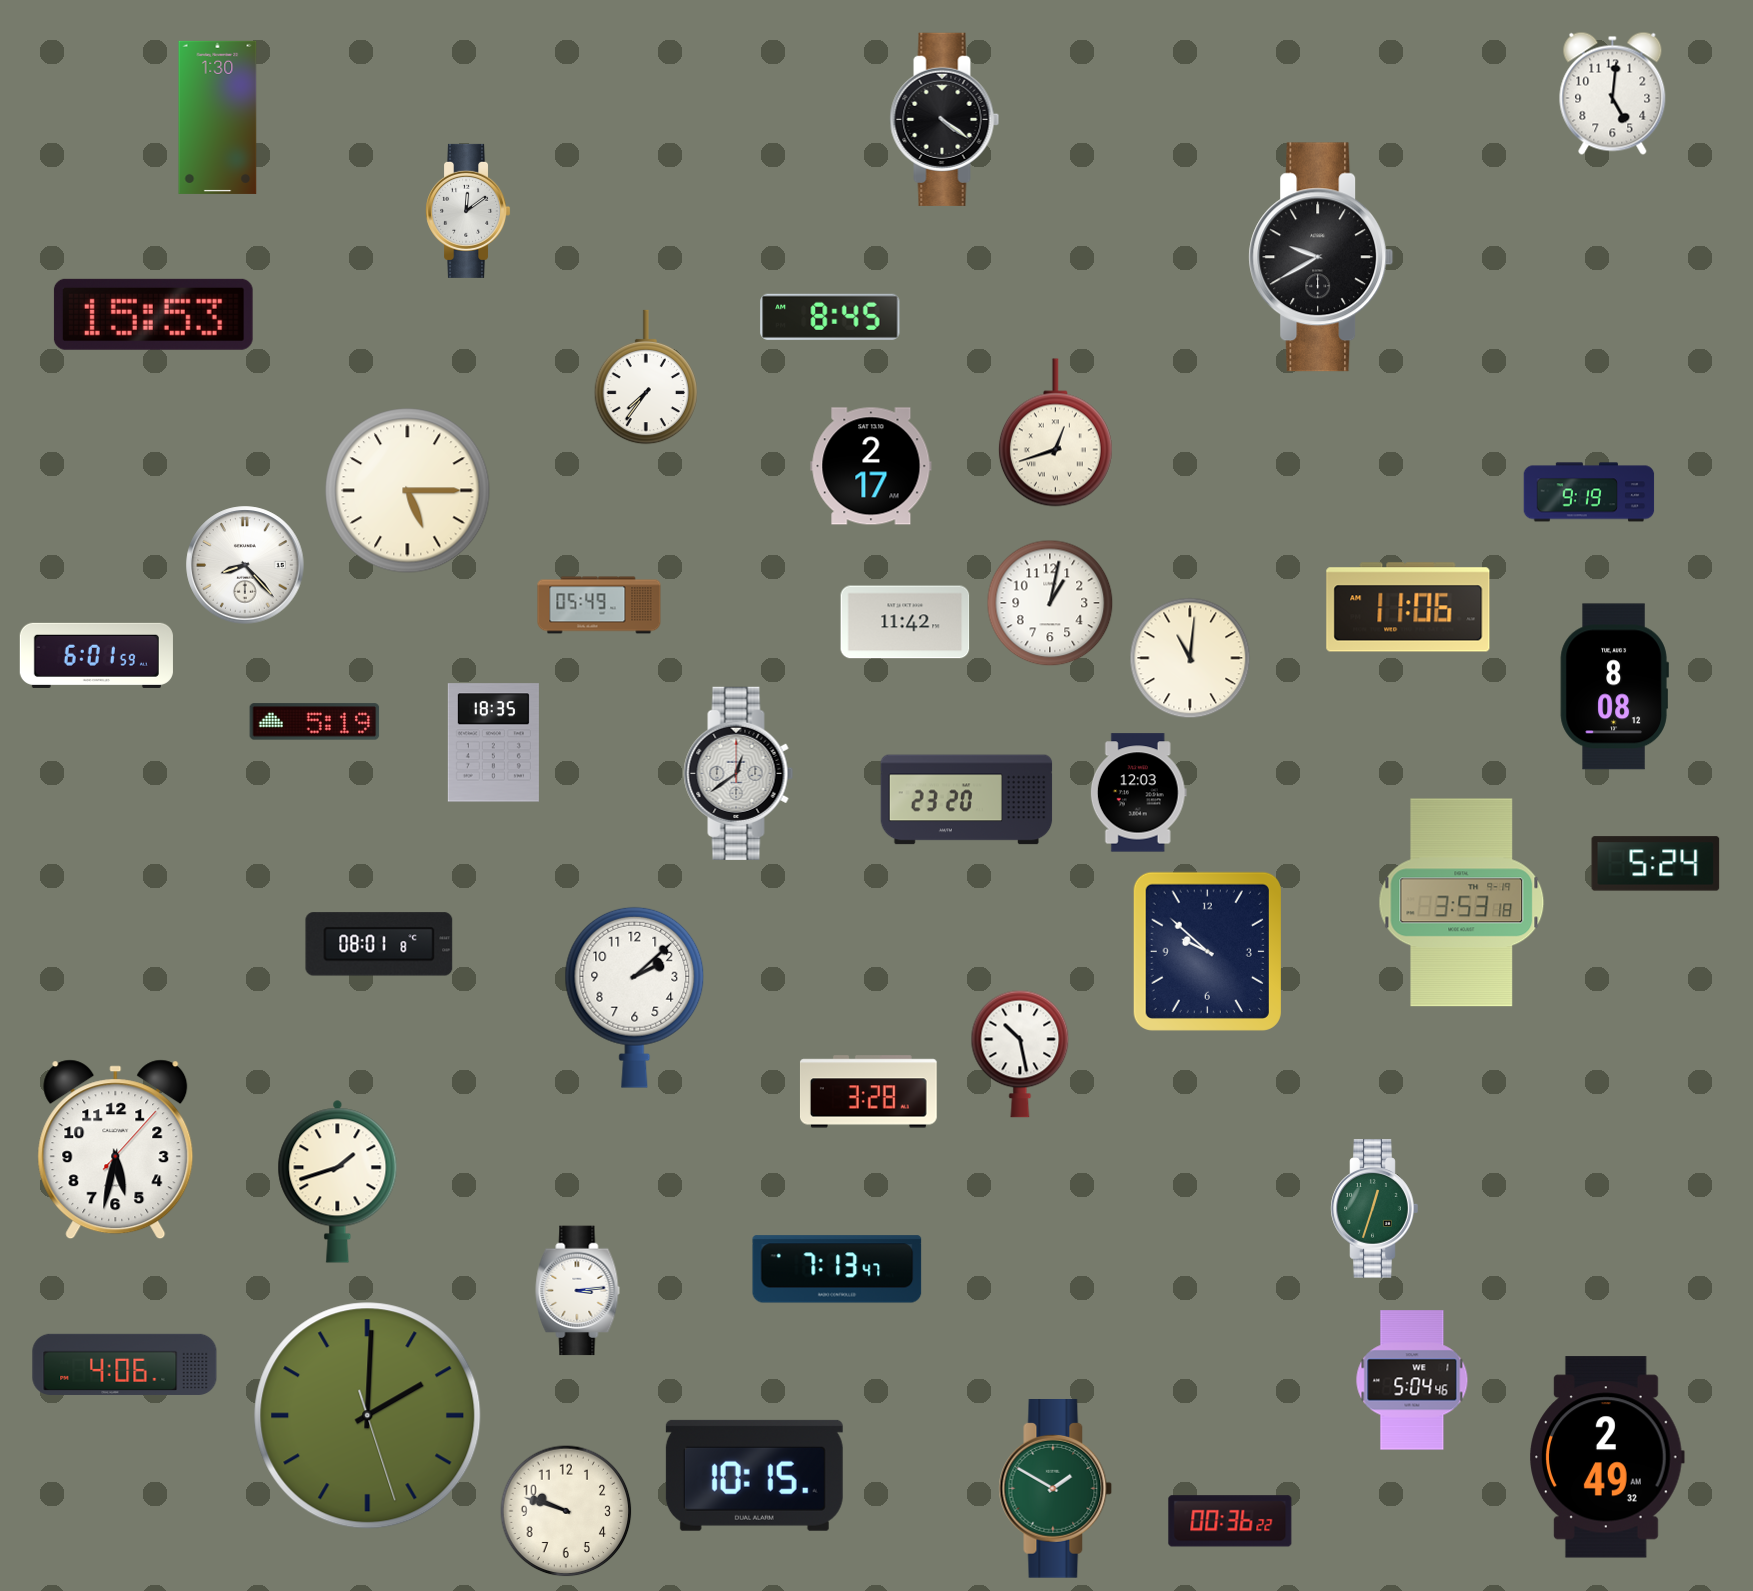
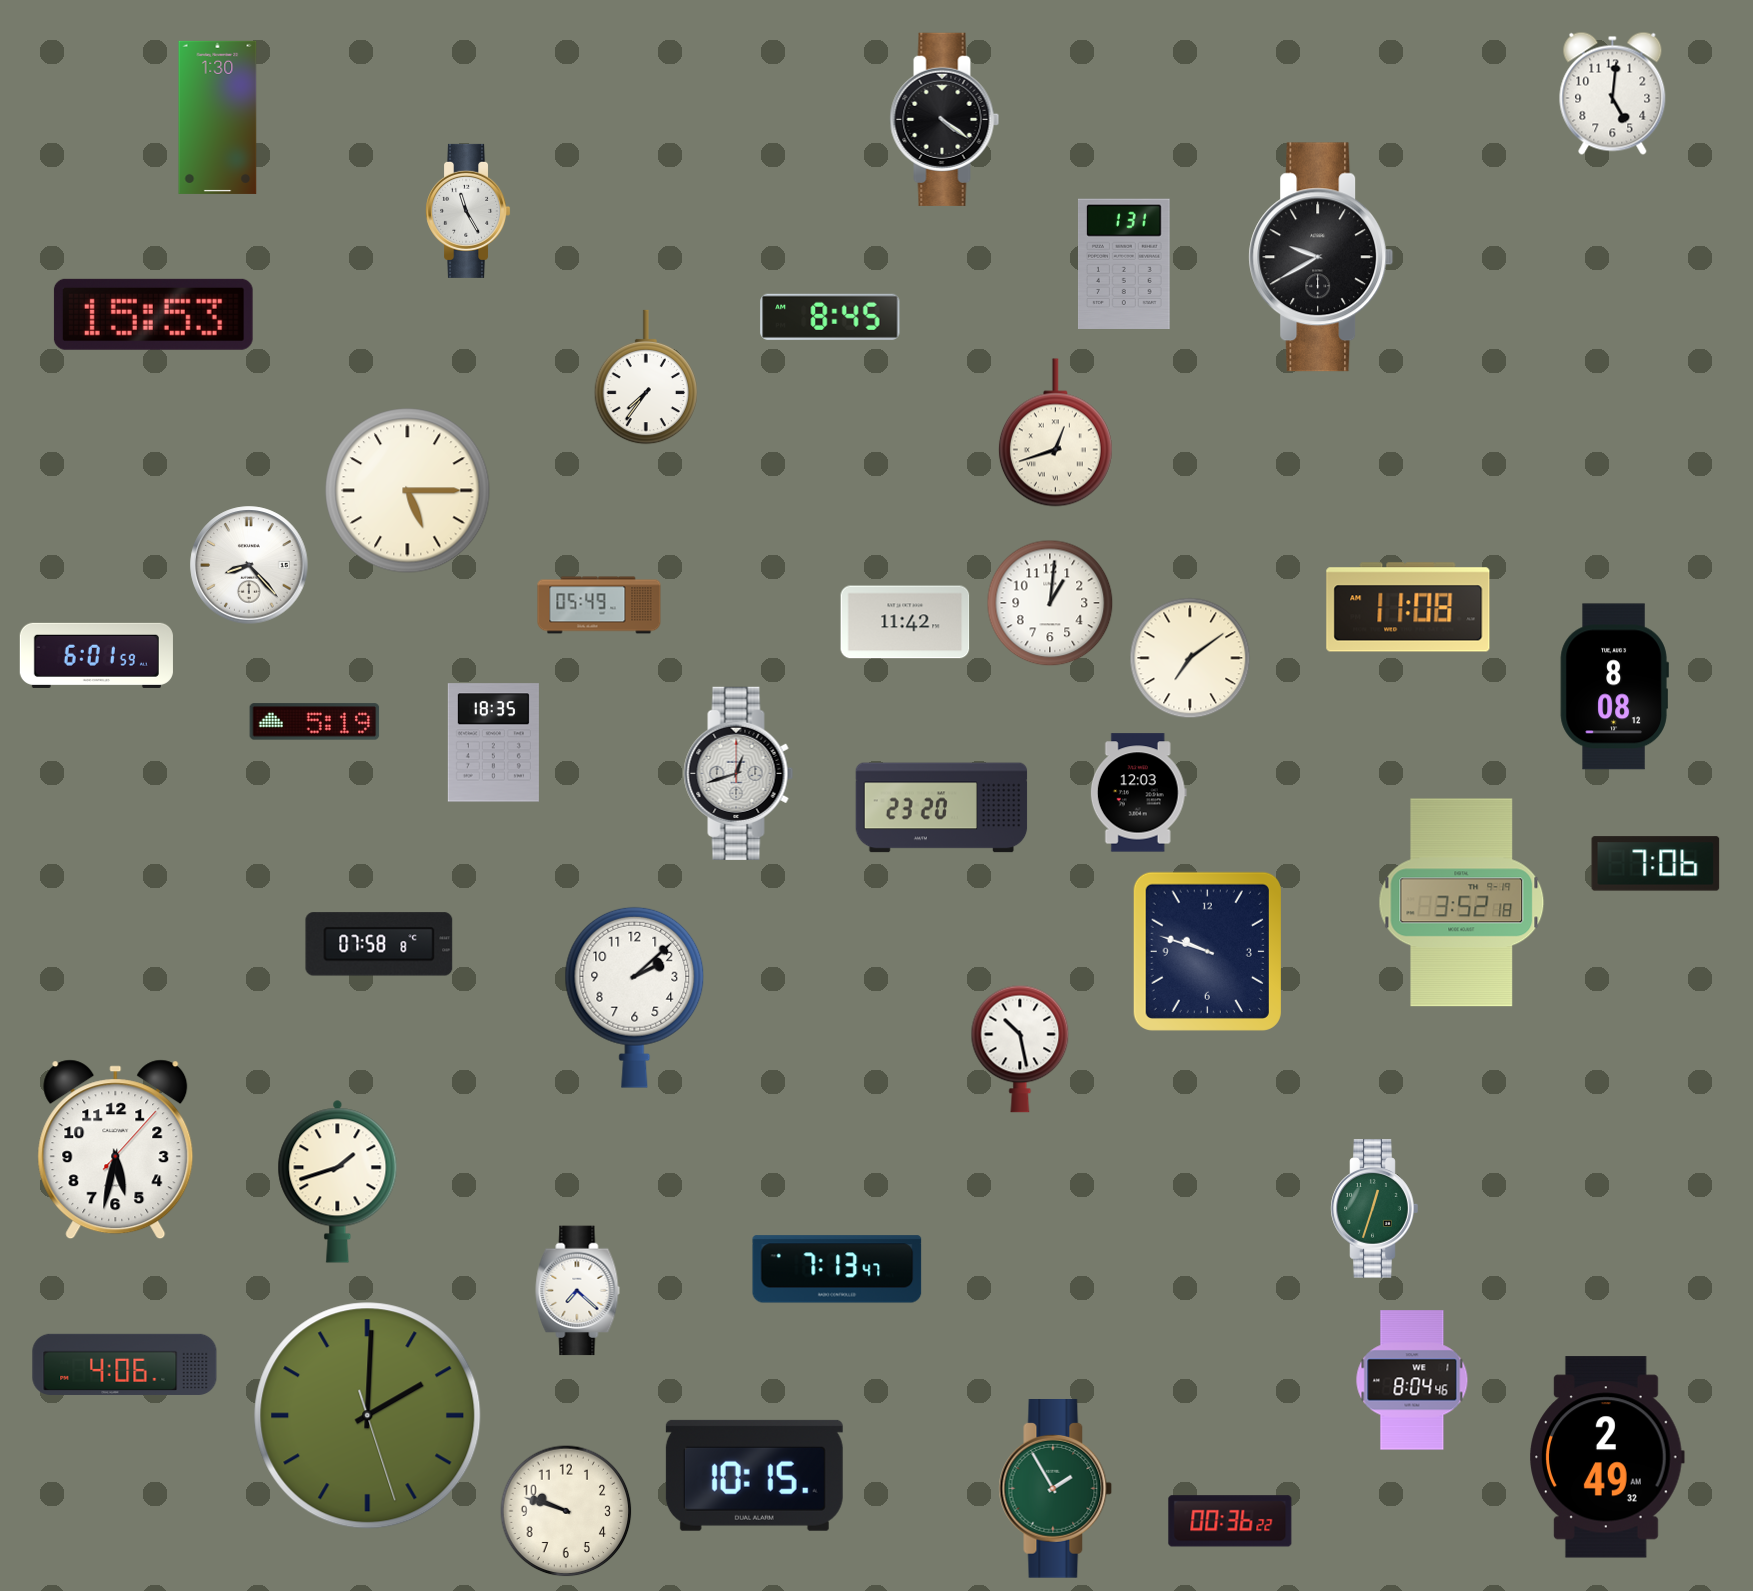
clock at (468, 211): 12:09 -> 11:25
clock at (1125, 263): none -> 1:31
clock at (871, 466): 2:17 -> none
clock at (1589, 492): 9:19 -> none
clock at (245, 565) position: (245, 565) -> (249, 565)
clock at (1050, 603): 1:02 -> 1:01
clock at (1408, 607): 11:06 -> 11:08
clock at (1190, 658): 11:01 -> 7:09
clock at (739, 773): 12:39 -> 12:42
clock at (967, 800) position: (967, 800) -> (942, 808)
clock at (1656, 864): 5:24 -> 7:06
clock at (1462, 903): 3:53 -> 3:52
clock at (379, 944): 08:01 -> 07:58
clock at (1207, 951): 9:52 -> 9:48
clock at (1020, 1054) position: (1020, 1054) -> (1020, 1049)
clock at (869, 1092): 3:28 -> none
clock at (578, 1291): 3:14 -> 7:22
clock at (1412, 1380): 5:04 -> 8:04
clock at (1056, 1489): 1:50 -> 1:55
